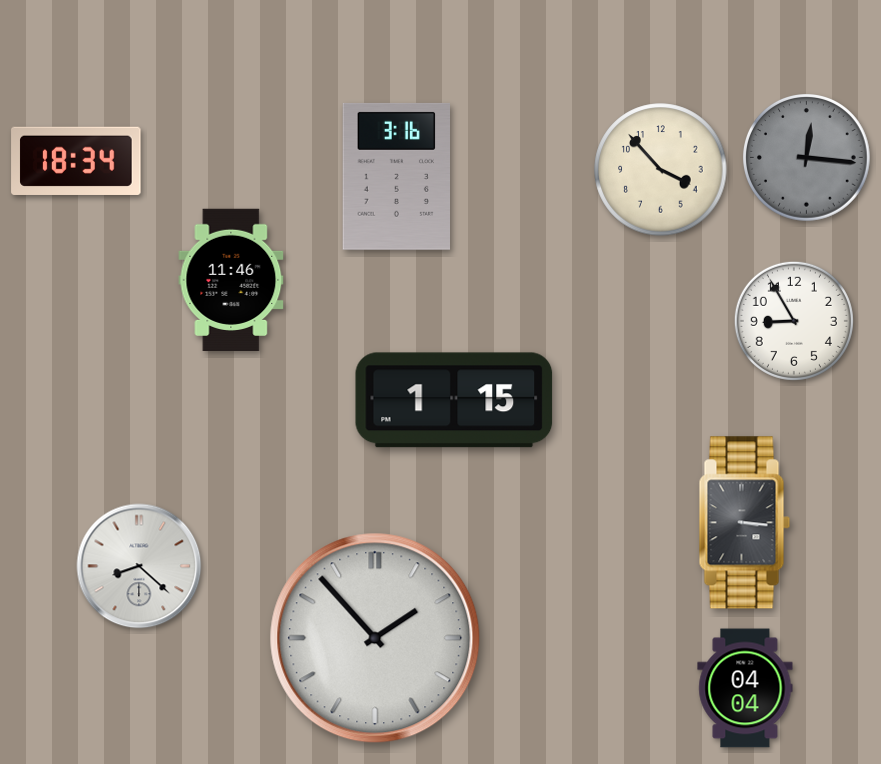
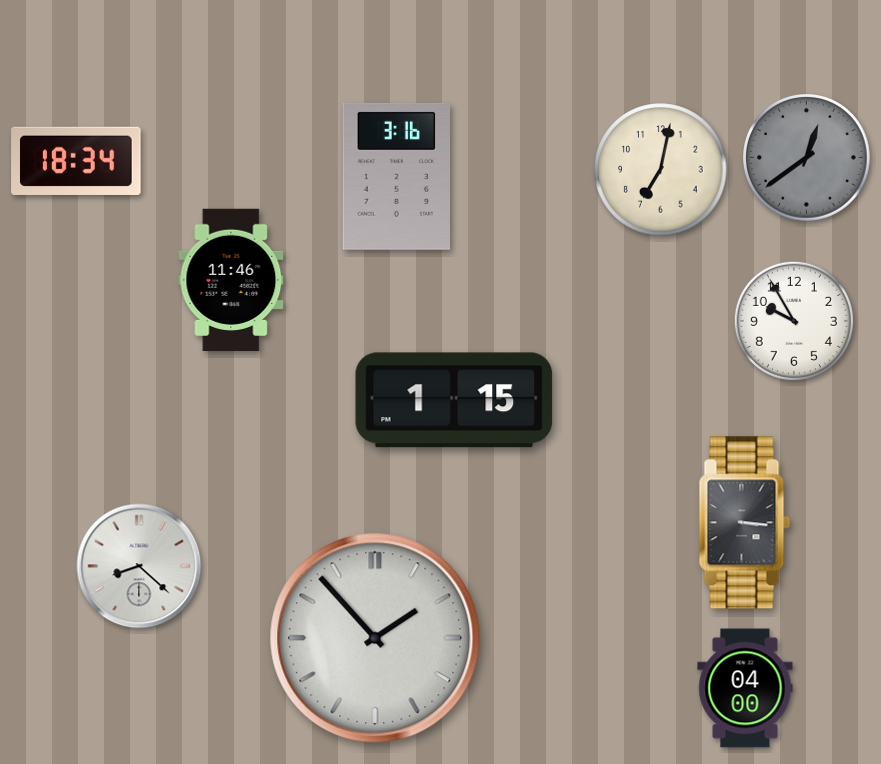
clock at (807, 158): 12:16 -> 12:39
clock at (661, 170): 3:53 -> 7:02
clock at (794, 321): 8:55 -> 9:55
clock at (745, 688): 04:04 -> 04:00
